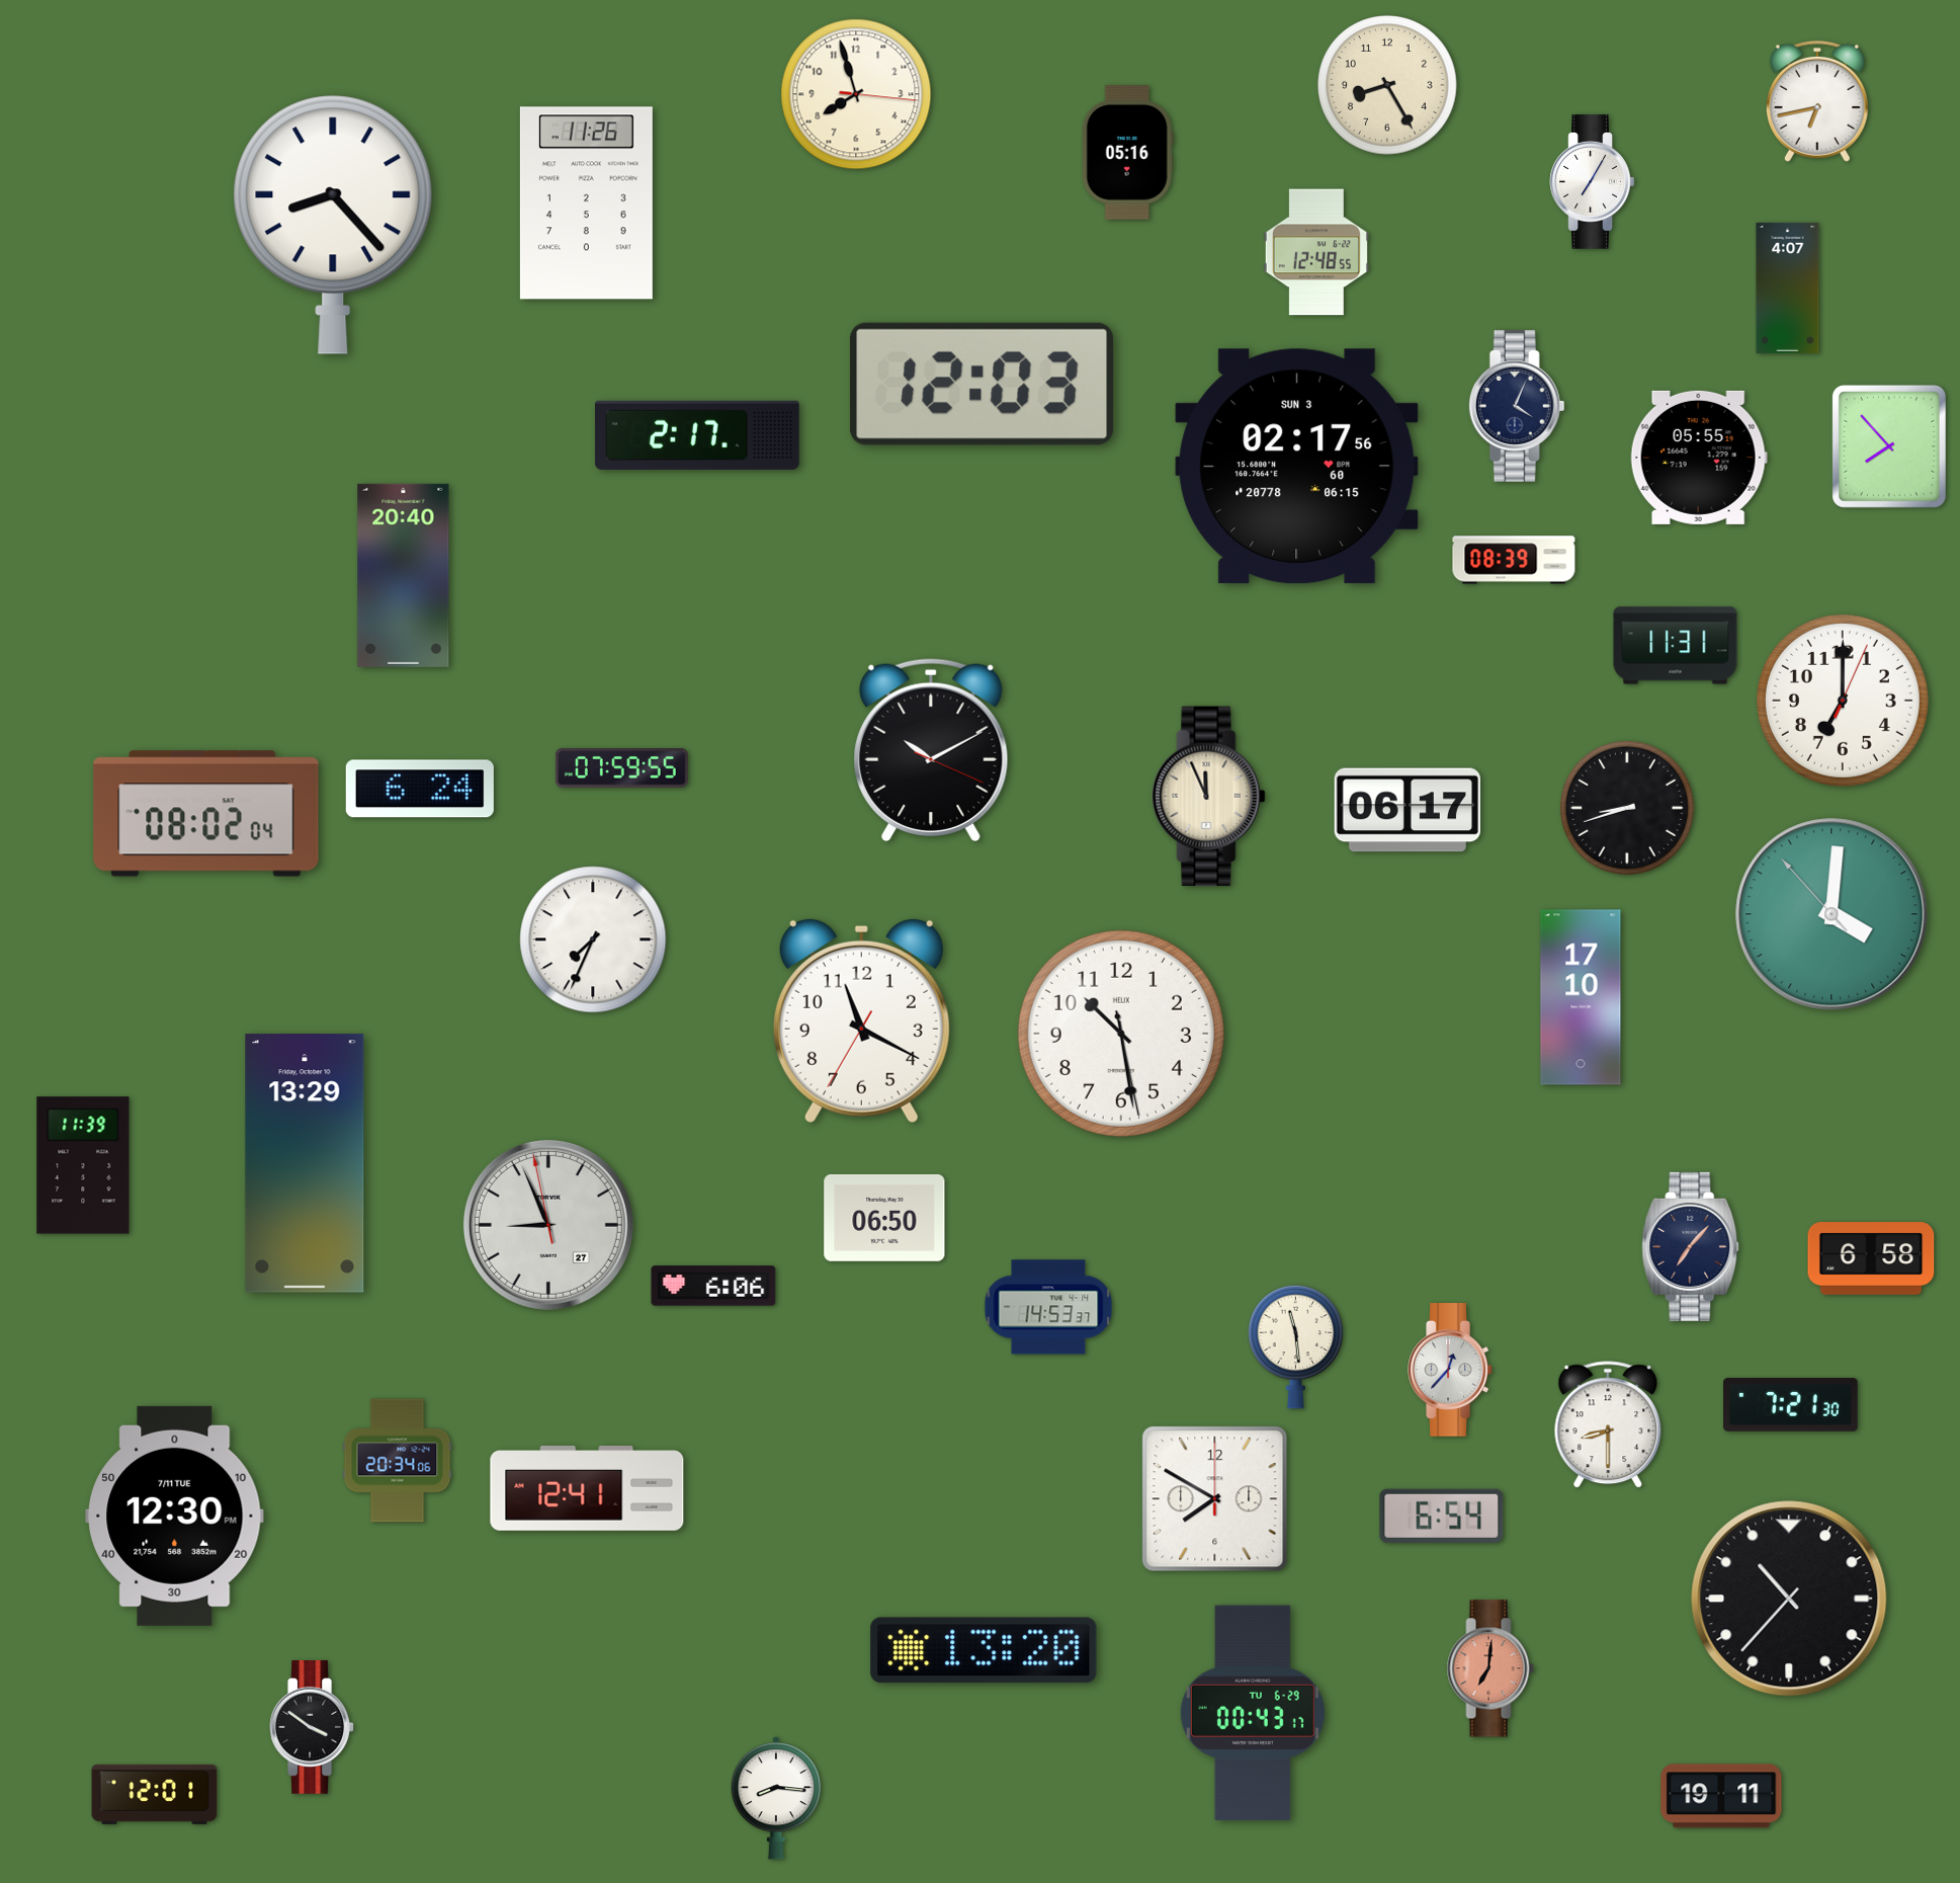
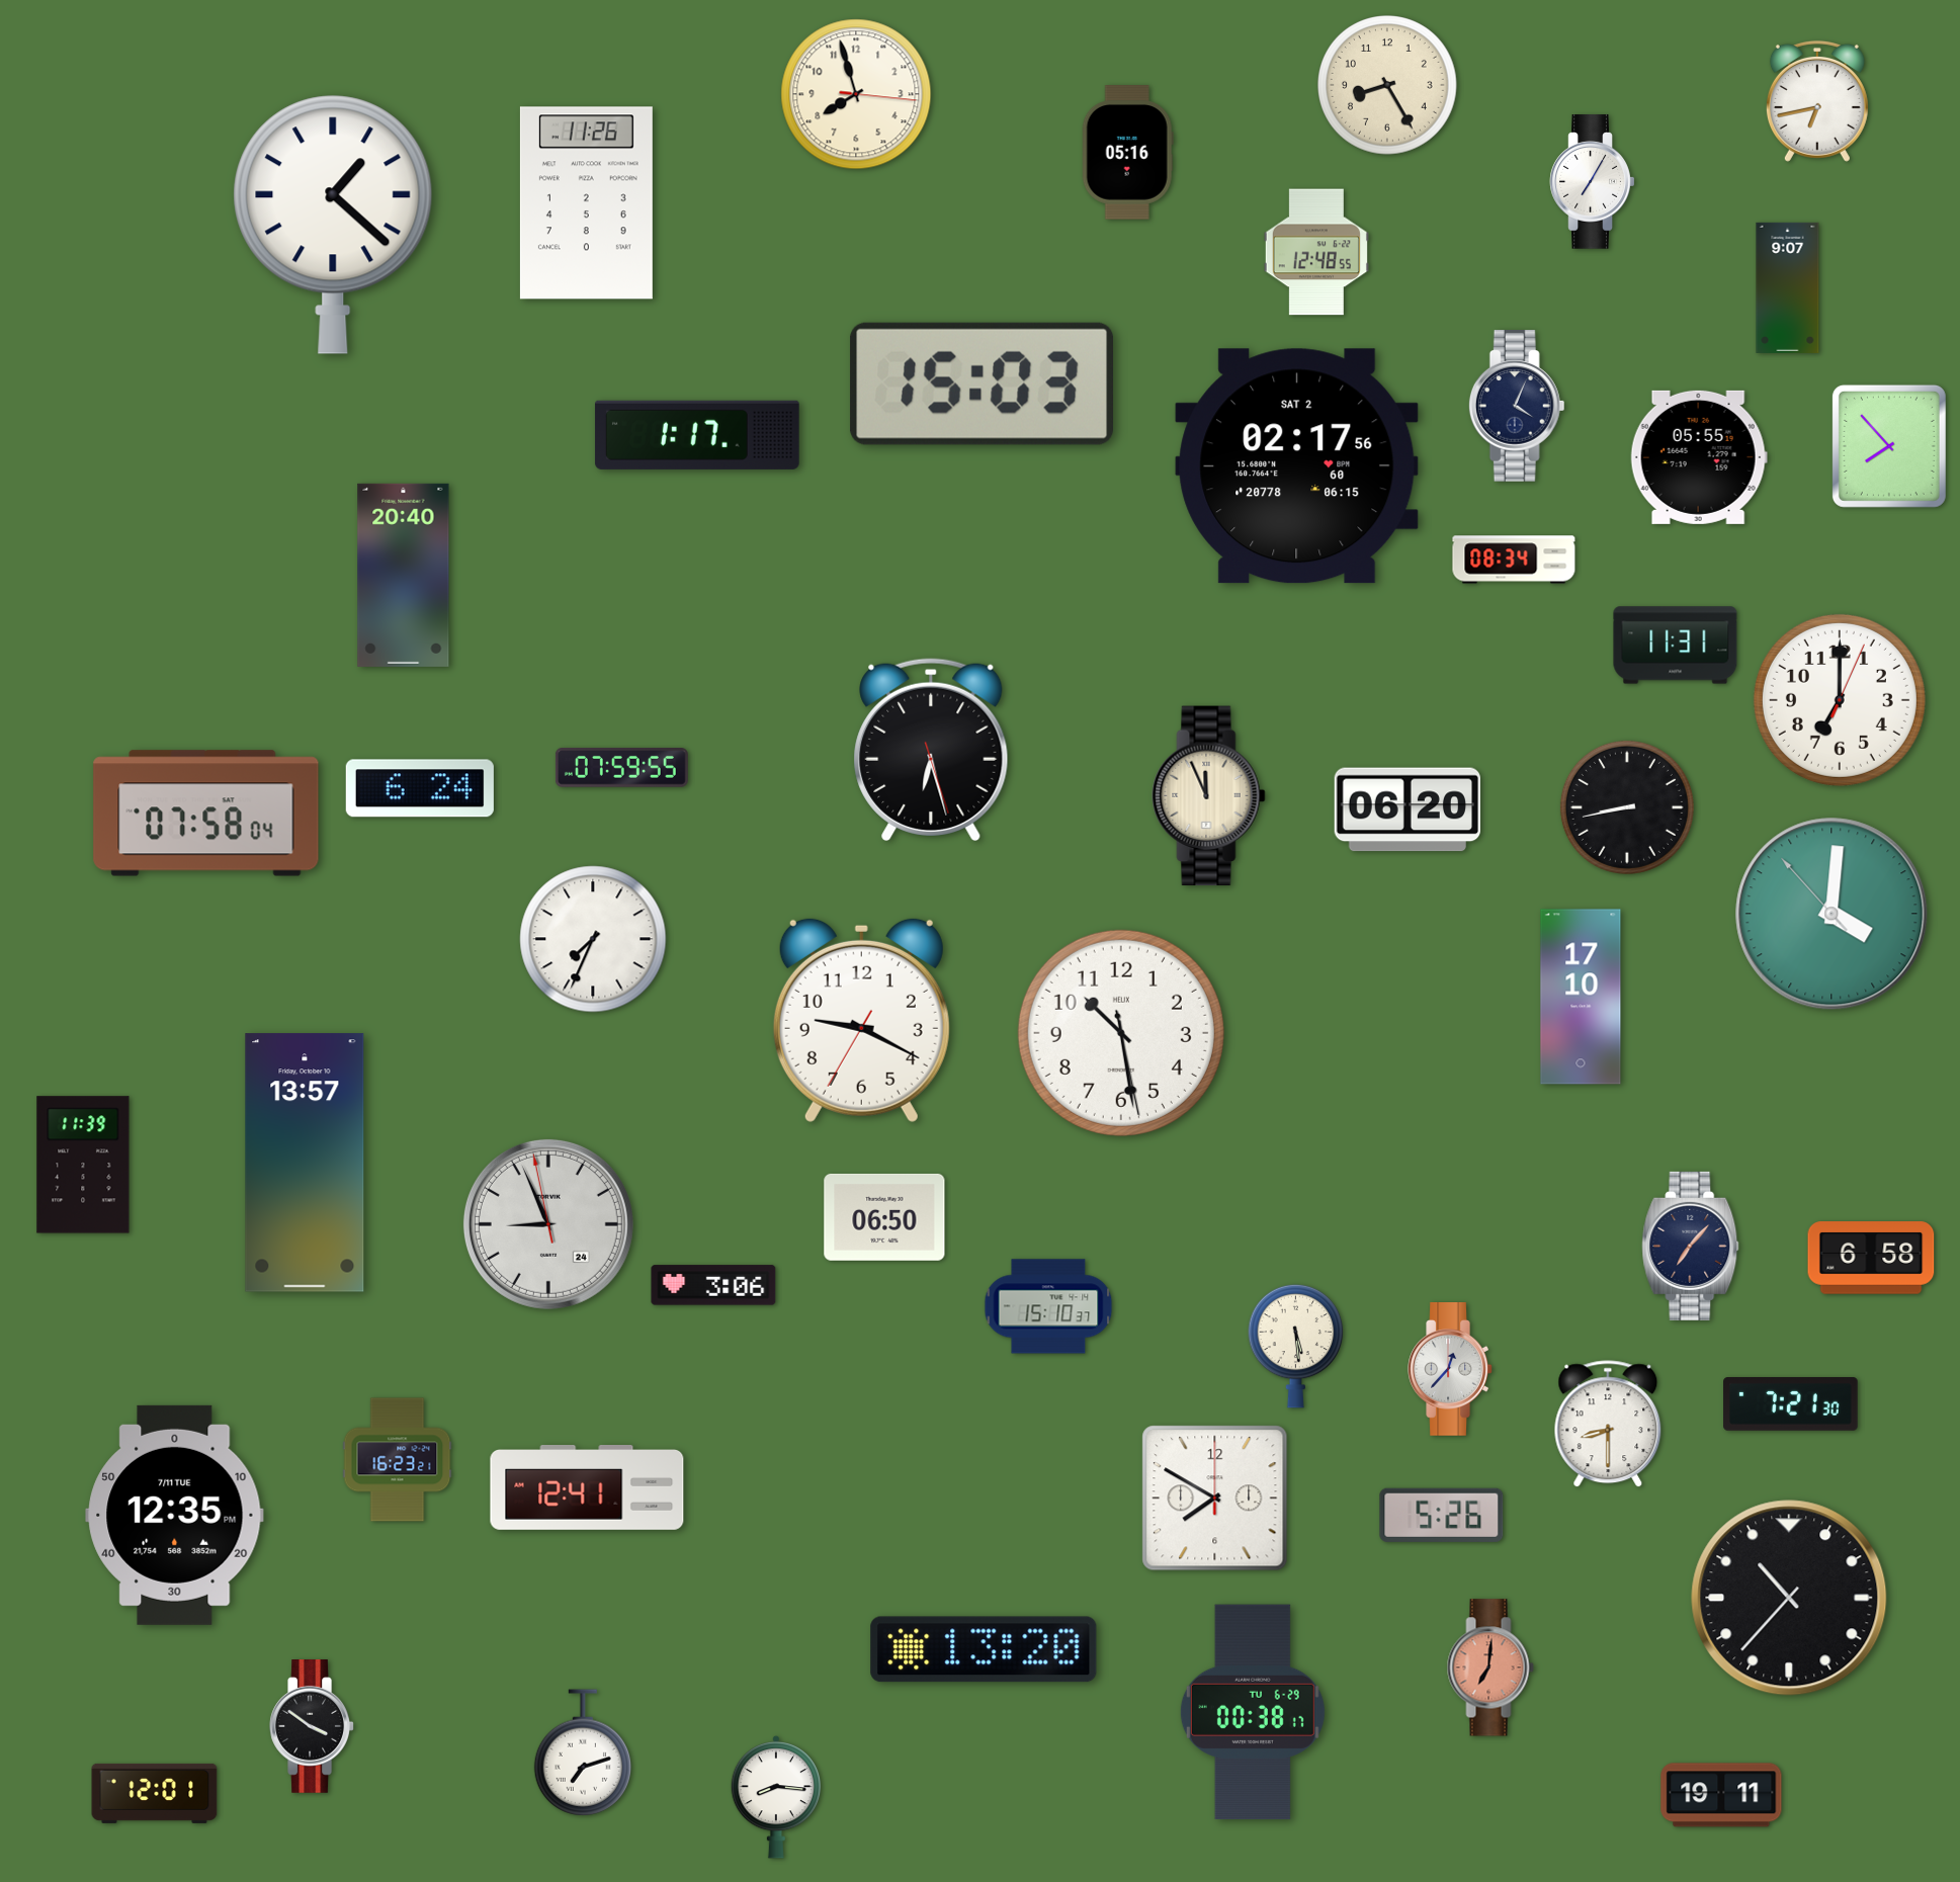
clock at (333, 225): 8:23 -> 1:22
clock at (1788, 288): 4:07 -> 9:07
clock at (982, 384): 12:03 -> 15:03
clock at (697, 435): 2:17 -> 1:17
clock at (1297, 467) date: SUN 3 -> SAT 2
clock at (1514, 560): 08:39 -> 08:34
clock at (1843, 701) position: (1843, 701) -> (1840, 700)
clock at (931, 749): 10:10 -> 6:27
clock at (1627, 808): 8:42 -> 8:43
clock at (1407, 810): 06:17 -> 06:20
clock at (206, 814): 08:02 -> 07:58
clock at (861, 1020): 11:19 -> 9:19
clock at (305, 1163): 13:29 -> 13:57
clock at (548, 1225) date: 27 -> 24
clock at (713, 1286): 6:06 -> 3:06
clock at (1048, 1307): 14:53 -> 15:10
clock at (1296, 1346): 11:29 -> 5:29
clock at (398, 1461): 20:34 -> 16:23
clock at (175, 1516): 12:30 -> 12:35
clock at (1442, 1516): 6:54 -> 5:26
clock at (1253, 1713): 00:43 -> 00:38
clock at (582, 1752): none -> 7:12
